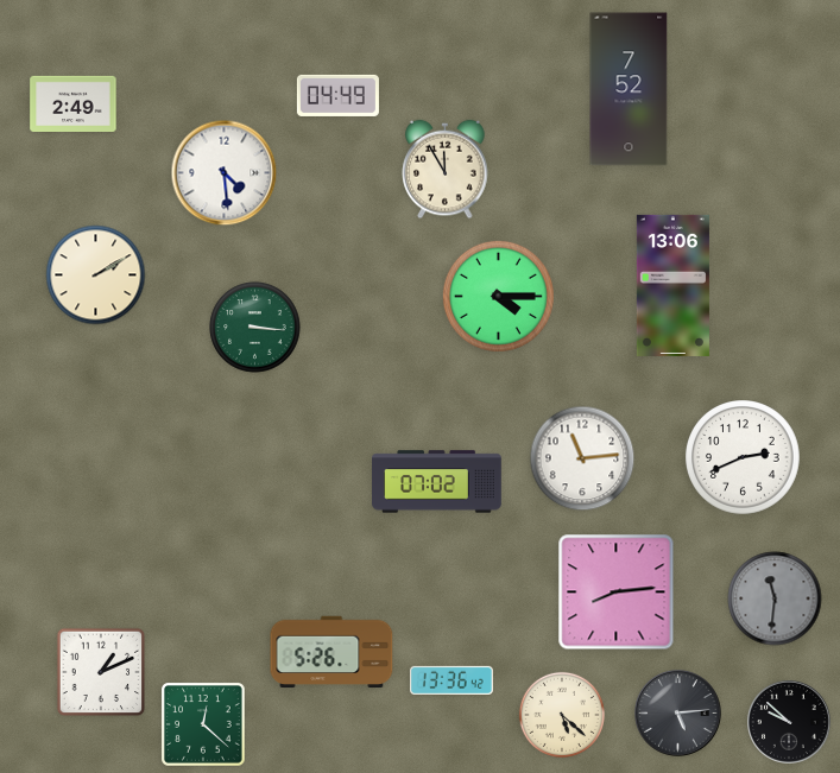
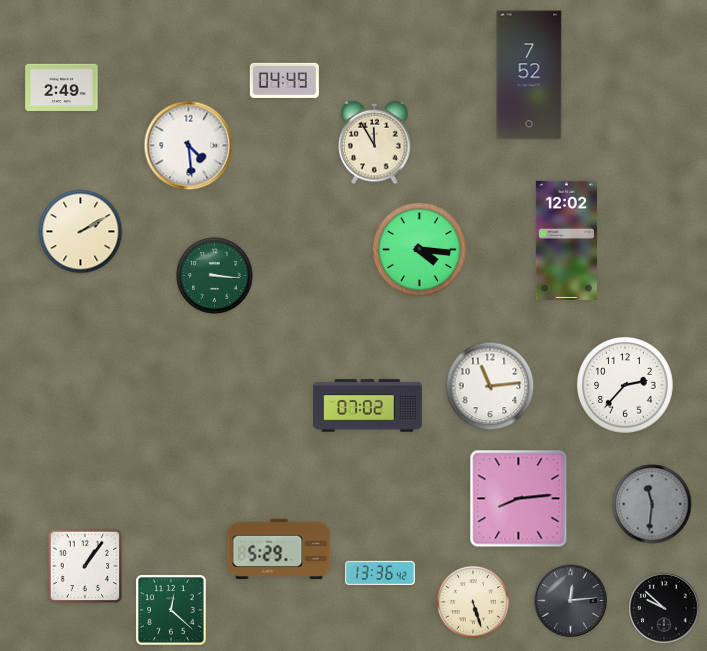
clock at (672, 285): 13:06 -> 12:02
clock at (498, 296): 4:15 -> 4:16
clock at (744, 458): 2:41 -> 2:37
clock at (331, 652): 5:26 -> 5:29
clock at (101, 672): 1:11 -> 1:06
clock at (678, 714): 5:14 -> 12:14
clock at (562, 715): 5:22 -> 5:27
